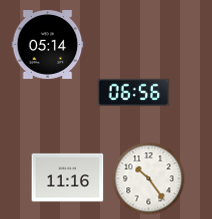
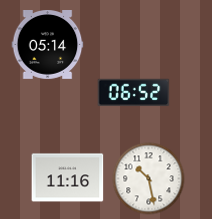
clock at (134, 93): 06:56 -> 06:52
clock at (149, 179): 10:24 -> 10:28
